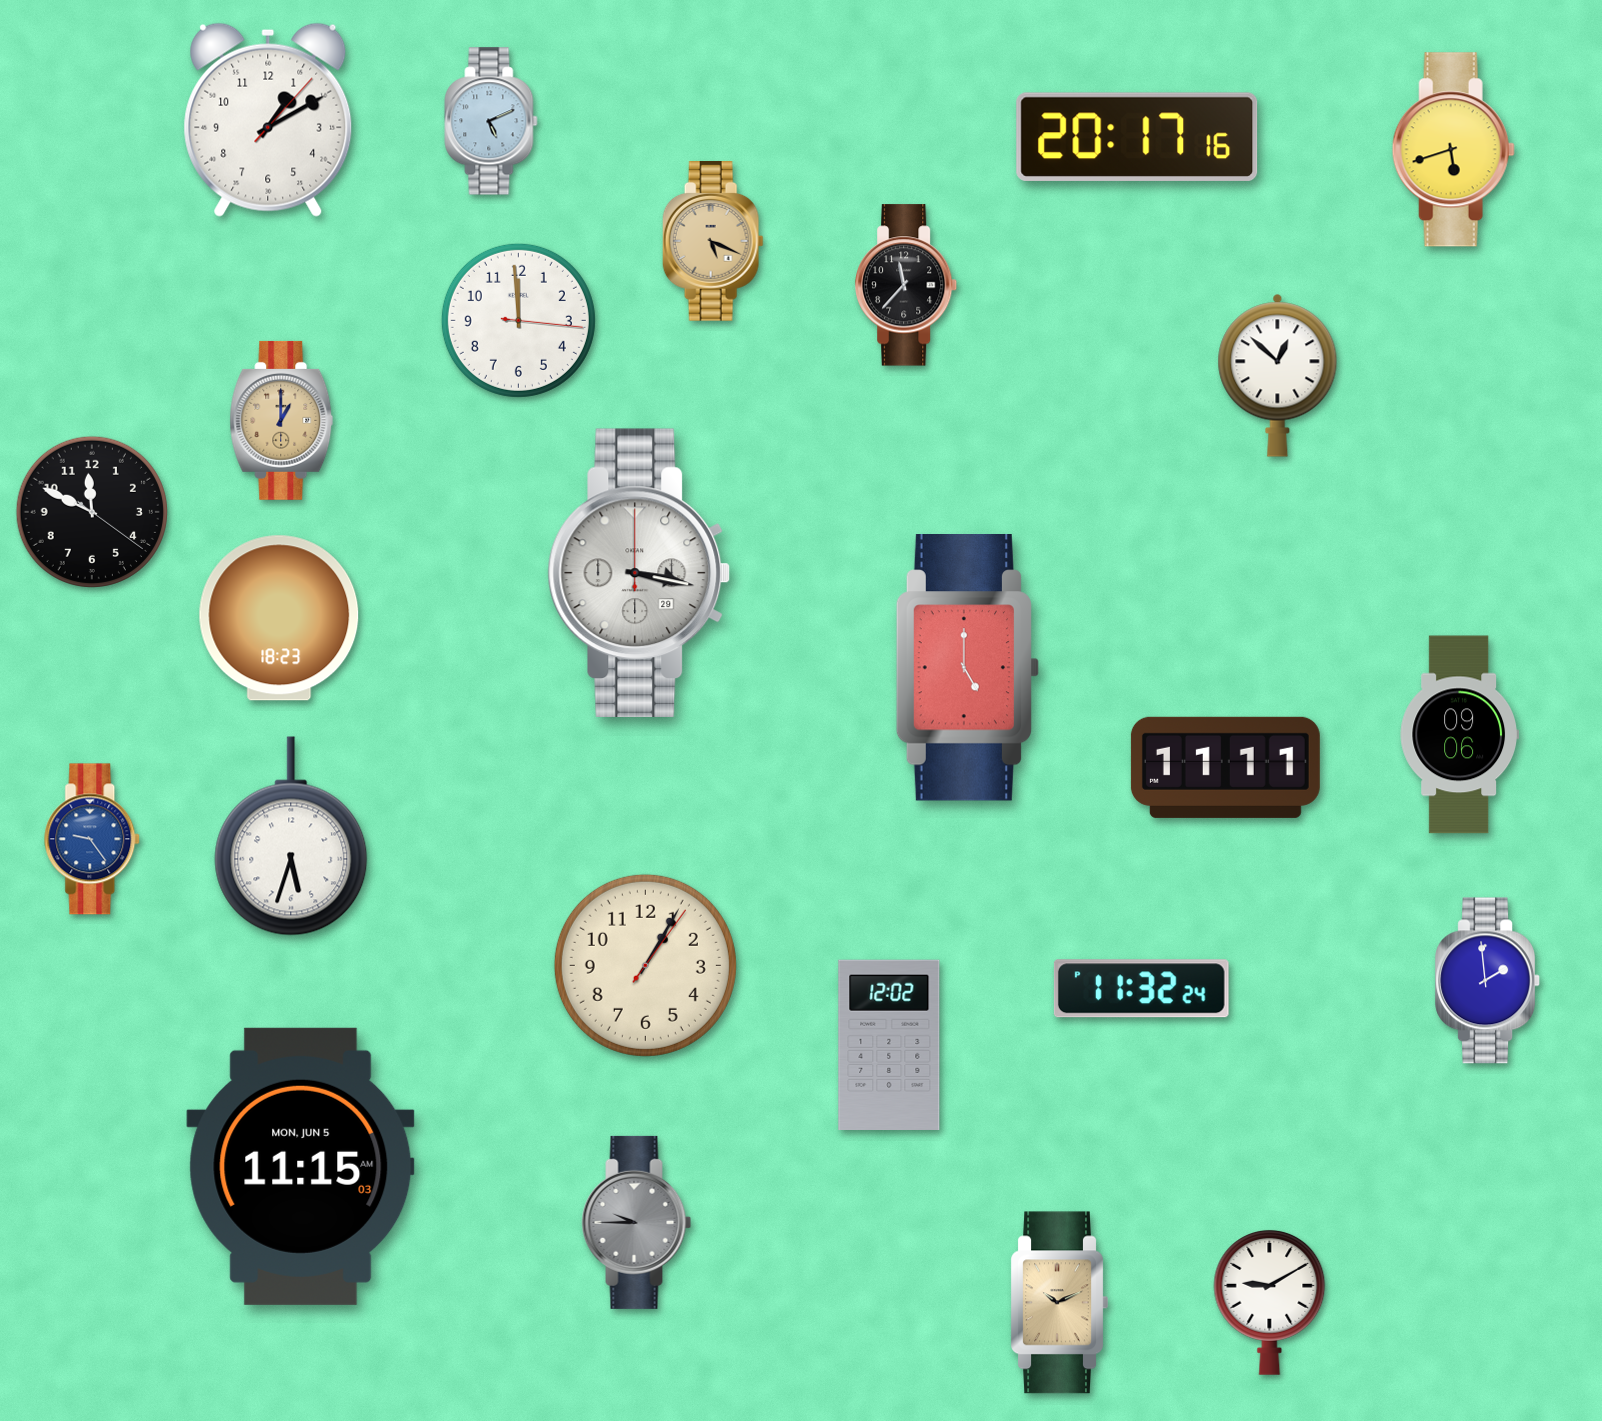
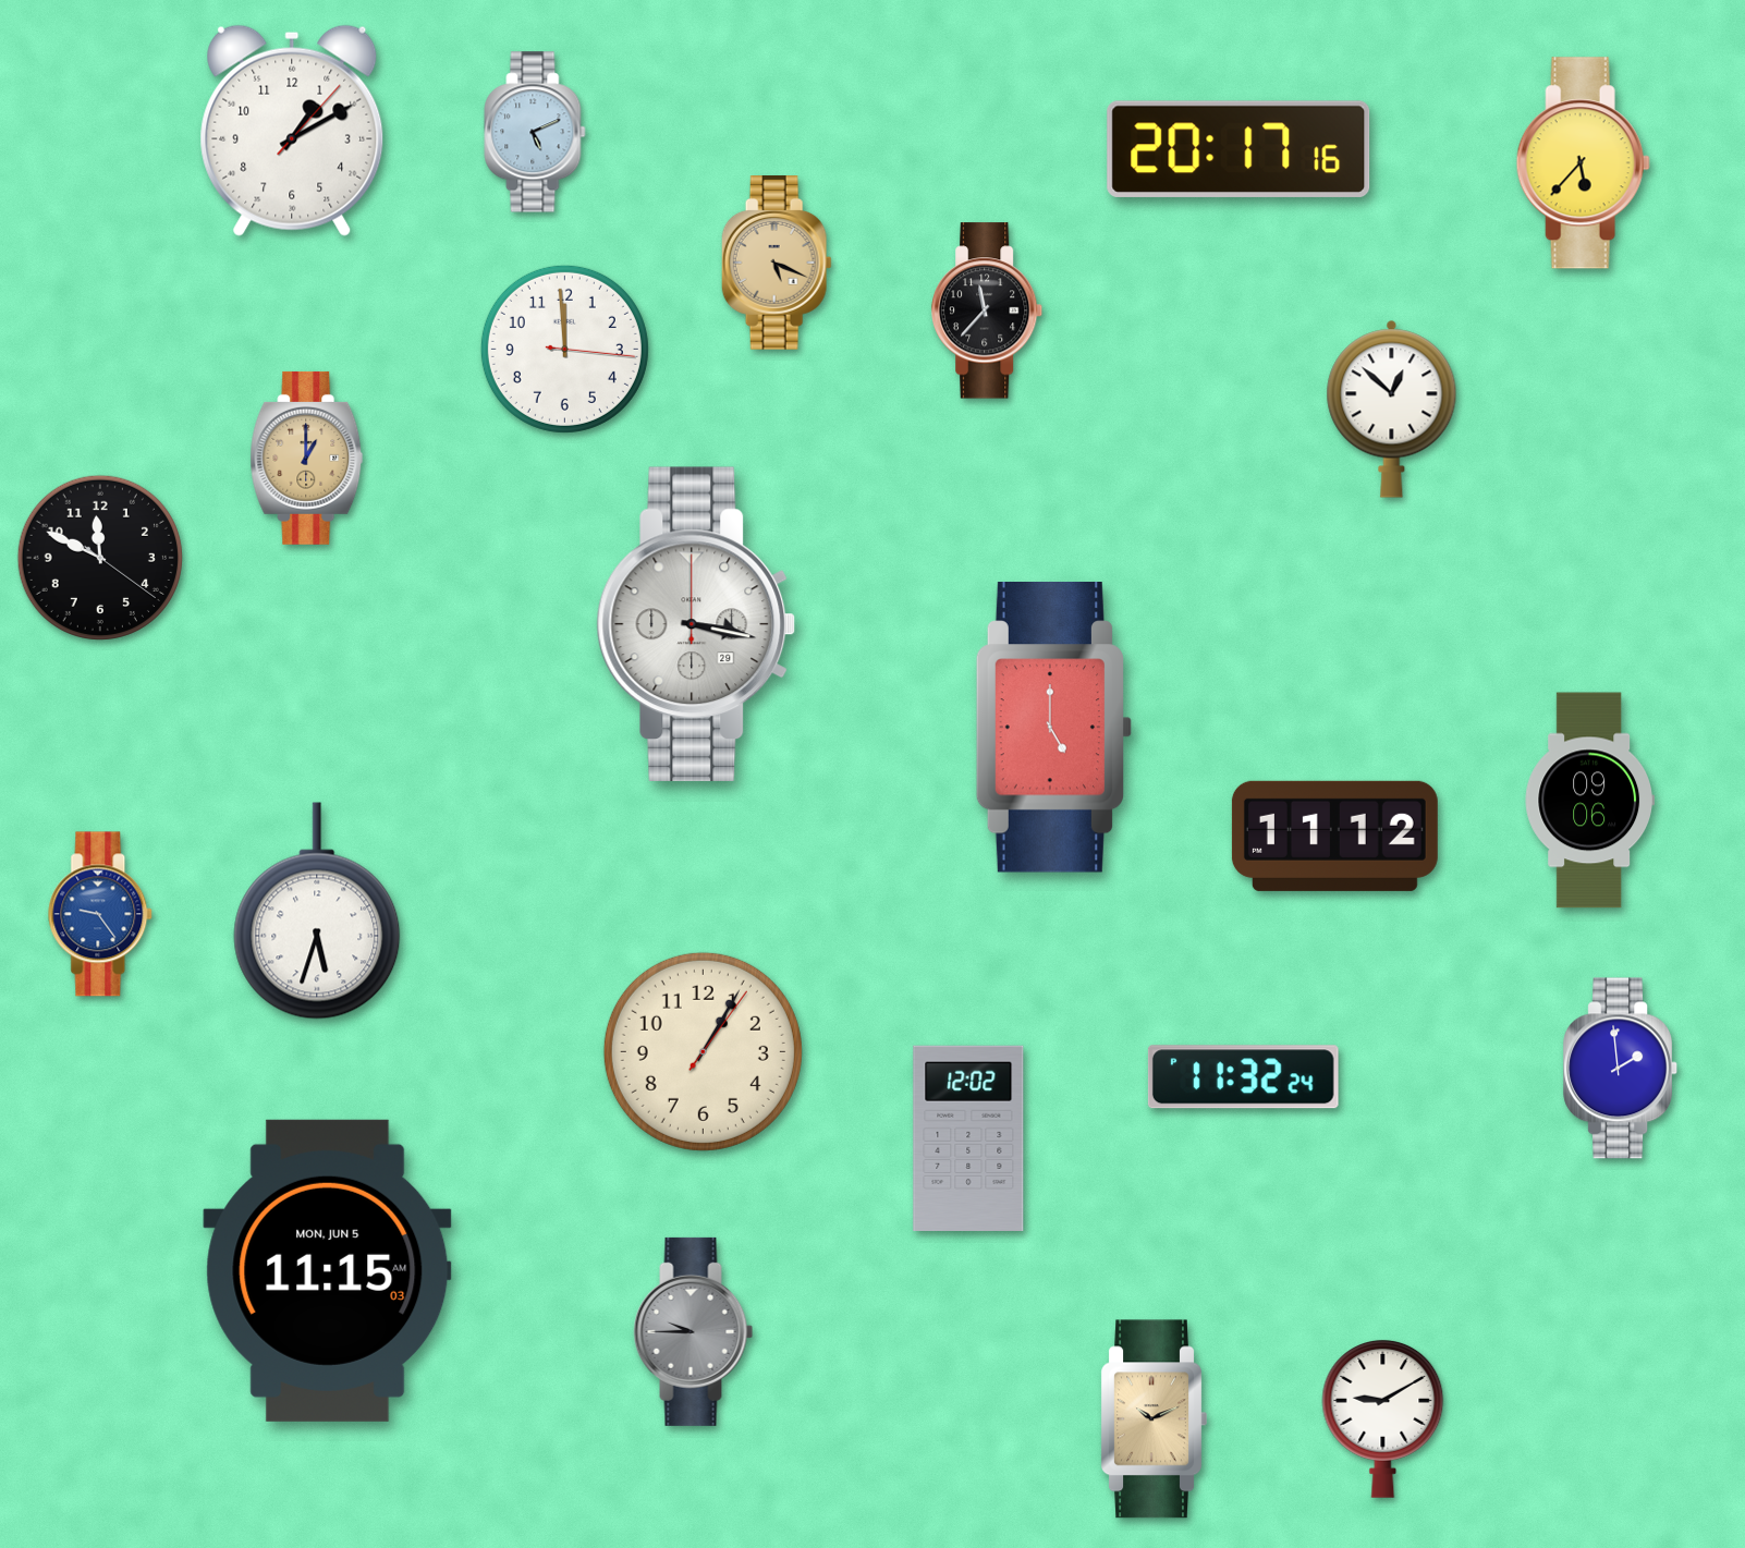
clock at (1453, 150): 5:42 -> 5:37
clock at (279, 618): 18:23 -> none
clock at (1225, 767): 11:11 -> 11:12
